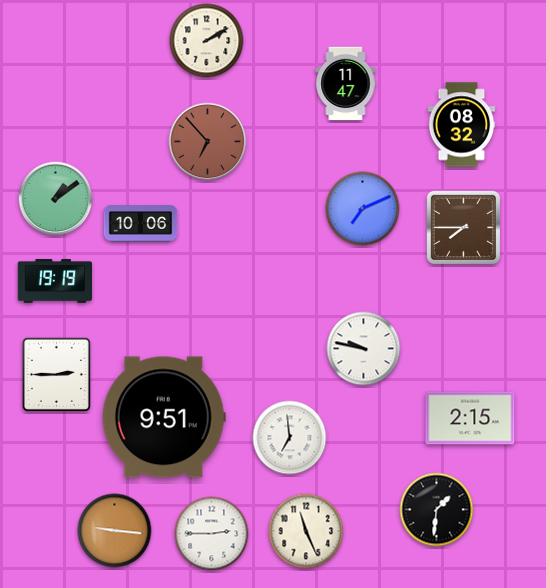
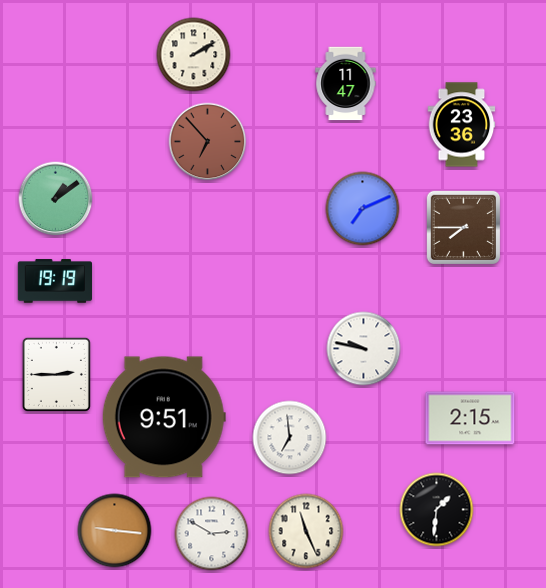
clock at (207, 41) position: (207, 41) -> (194, 55)
clock at (462, 125): 08:32 -> 23:36
clock at (141, 224): 10:06 -> none
clock at (212, 534): 2:45 -> 2:50
